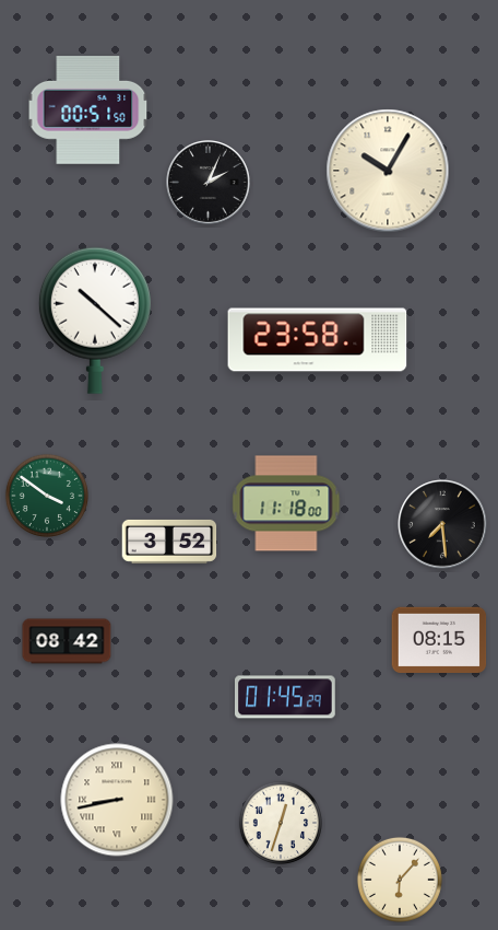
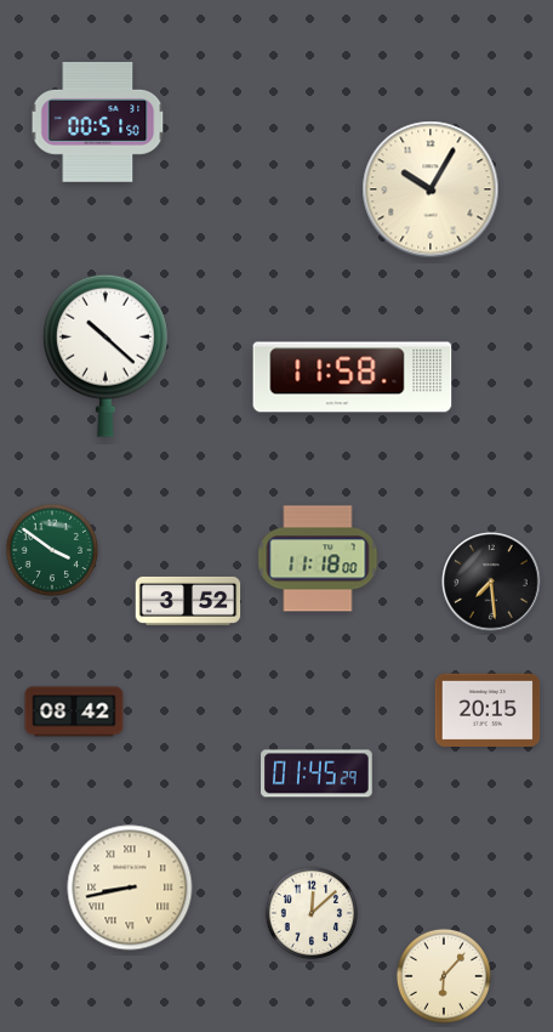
clock at (209, 183): 2:04 -> none
clock at (318, 340): 23:58 -> 11:58
clock at (439, 639): 08:15 -> 20:15
clock at (281, 823): 12:33 -> 12:08
